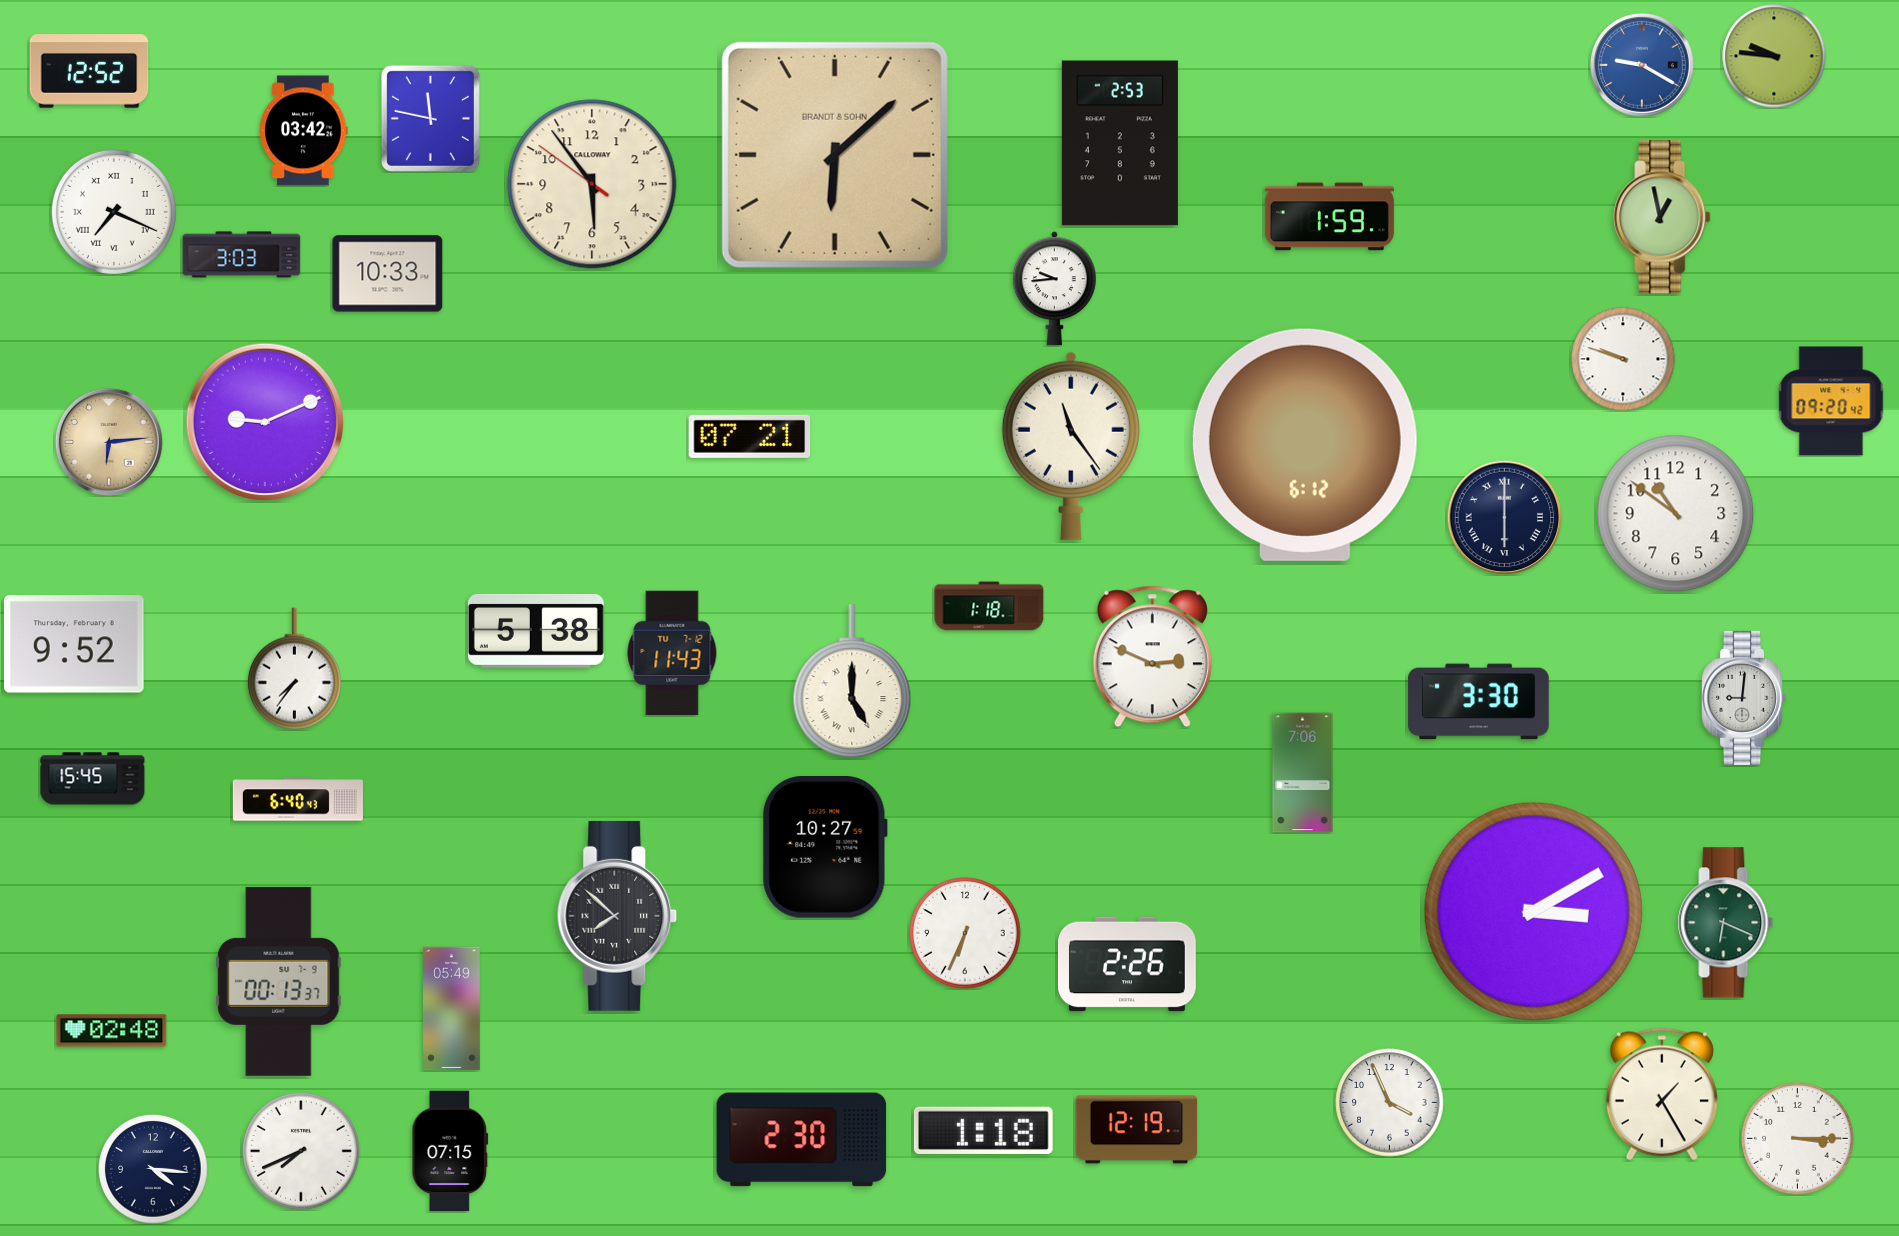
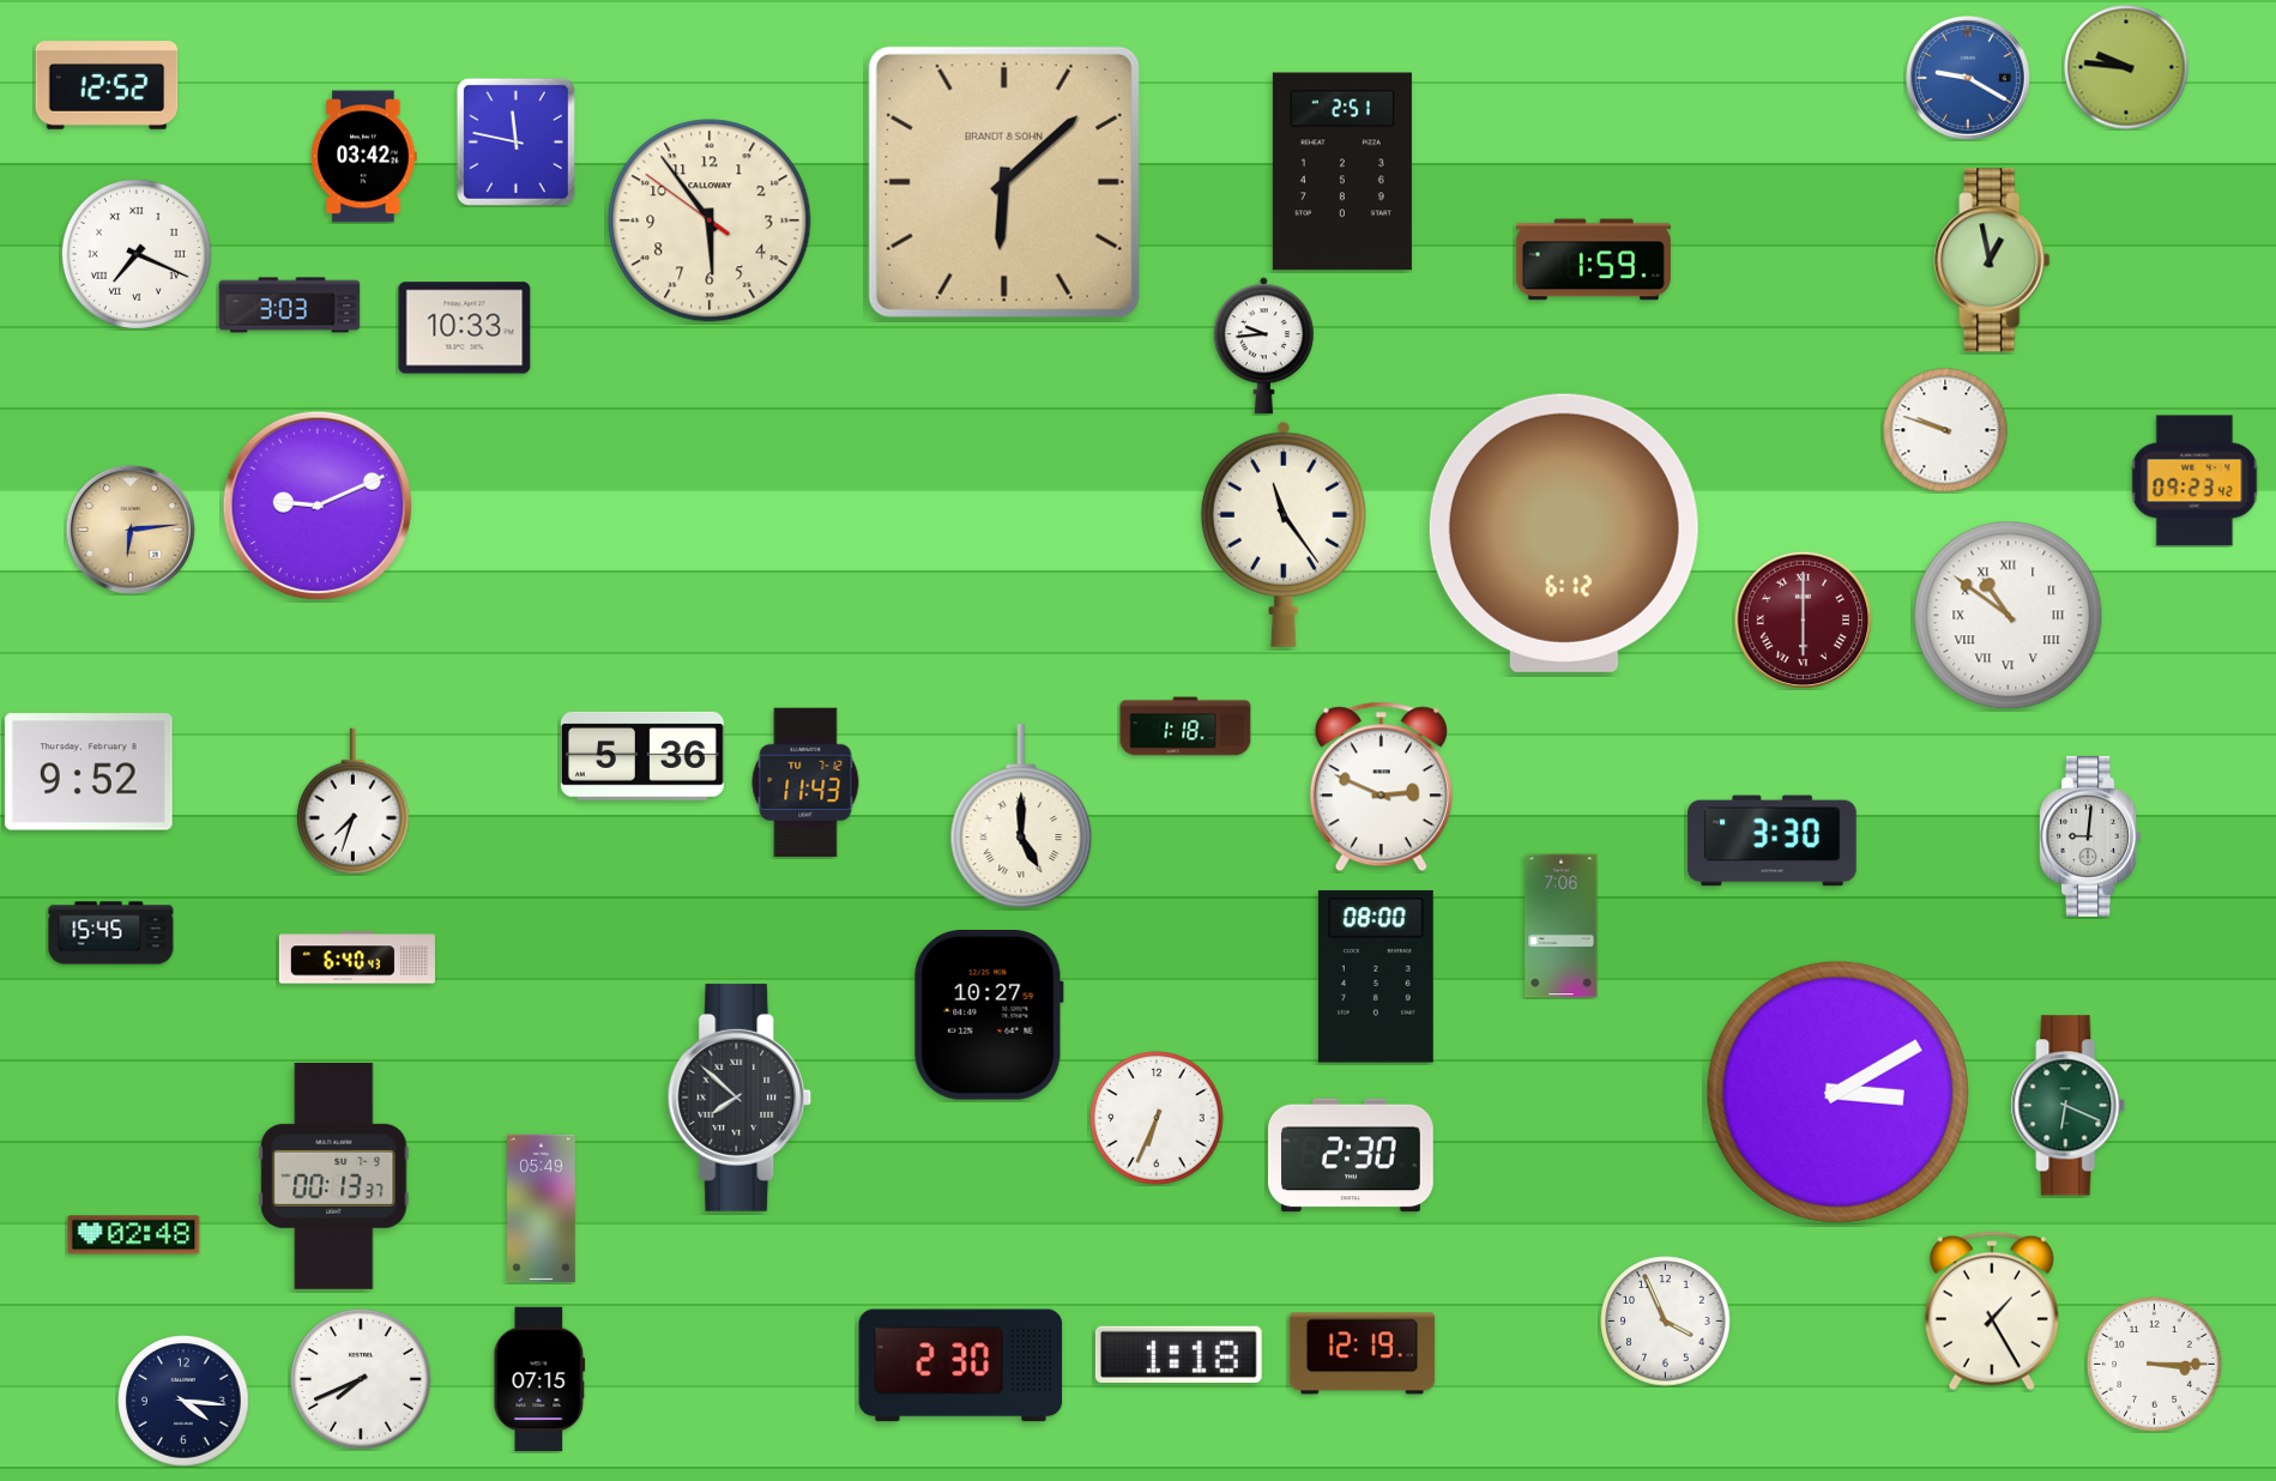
clock at (1120, 143): 2:53 -> 2:51
clock at (835, 155) position: (835, 155) -> (1004, 182)
clock at (1831, 401): 09:20 -> 09:23
clock at (750, 436): 07:21 -> none
clock at (1676, 514) numerals: Arabic -> Roman
clock at (1504, 517) dial: navy -> burgundy
clock at (536, 631): 5:38 -> 5:36
clock at (294, 669): 7:36 -> 7:33
clock at (1376, 977): none -> 08:00
clock at (1128, 964): 2:26 -> 2:30
